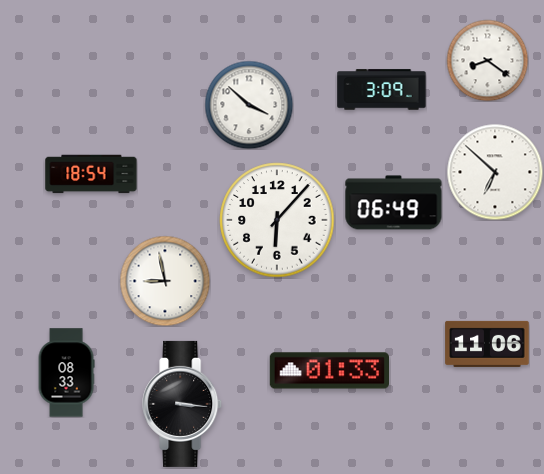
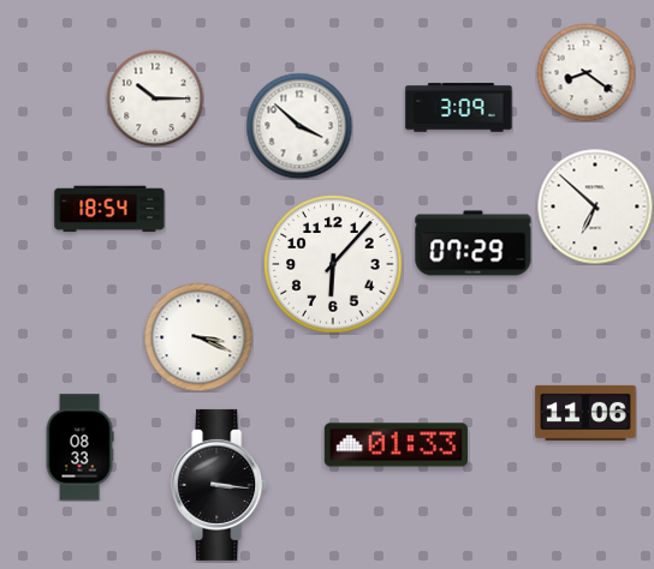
clock at (155, 98): none -> 10:15
clock at (394, 203): 06:49 -> 07:29
clock at (165, 281): 8:58 -> 3:19
